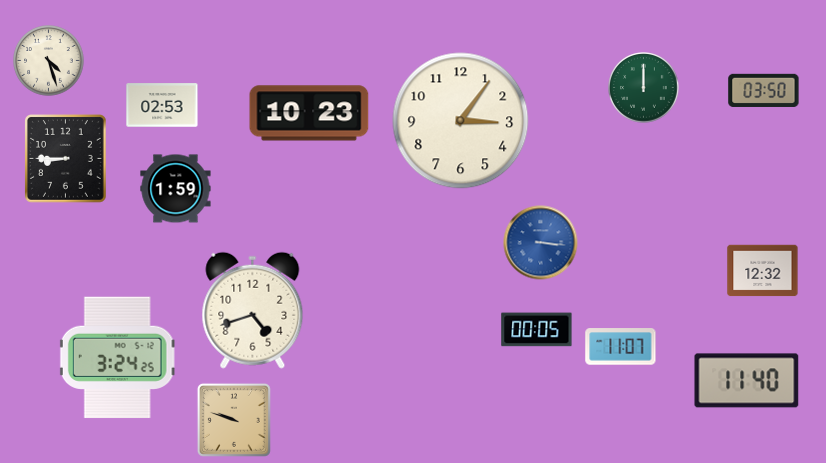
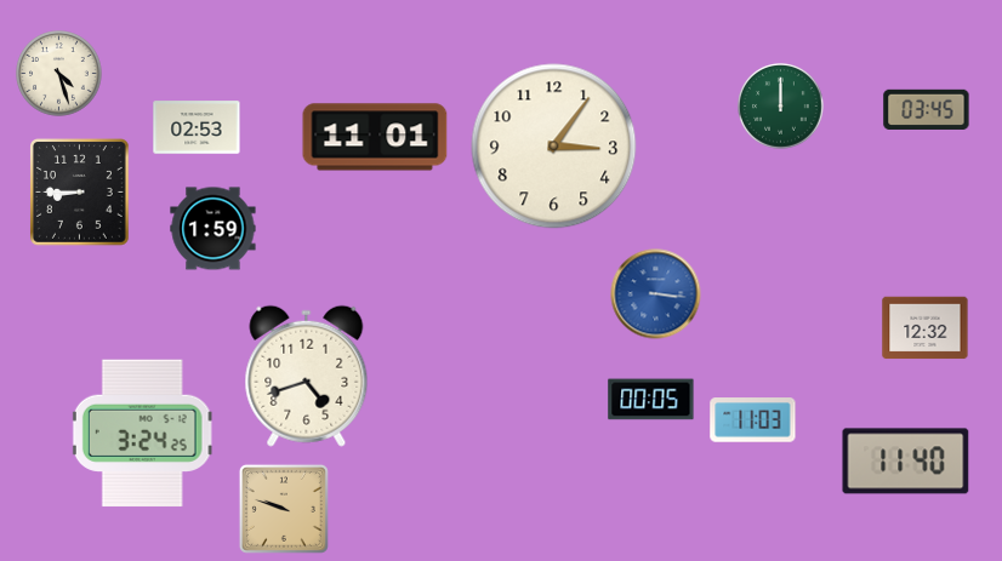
clock at (764, 90): 03:50 -> 03:45
clock at (309, 113): 10:23 -> 11:01
clock at (461, 121) position: (461, 121) -> (554, 147)
clock at (621, 347): 11:07 -> 11:03
